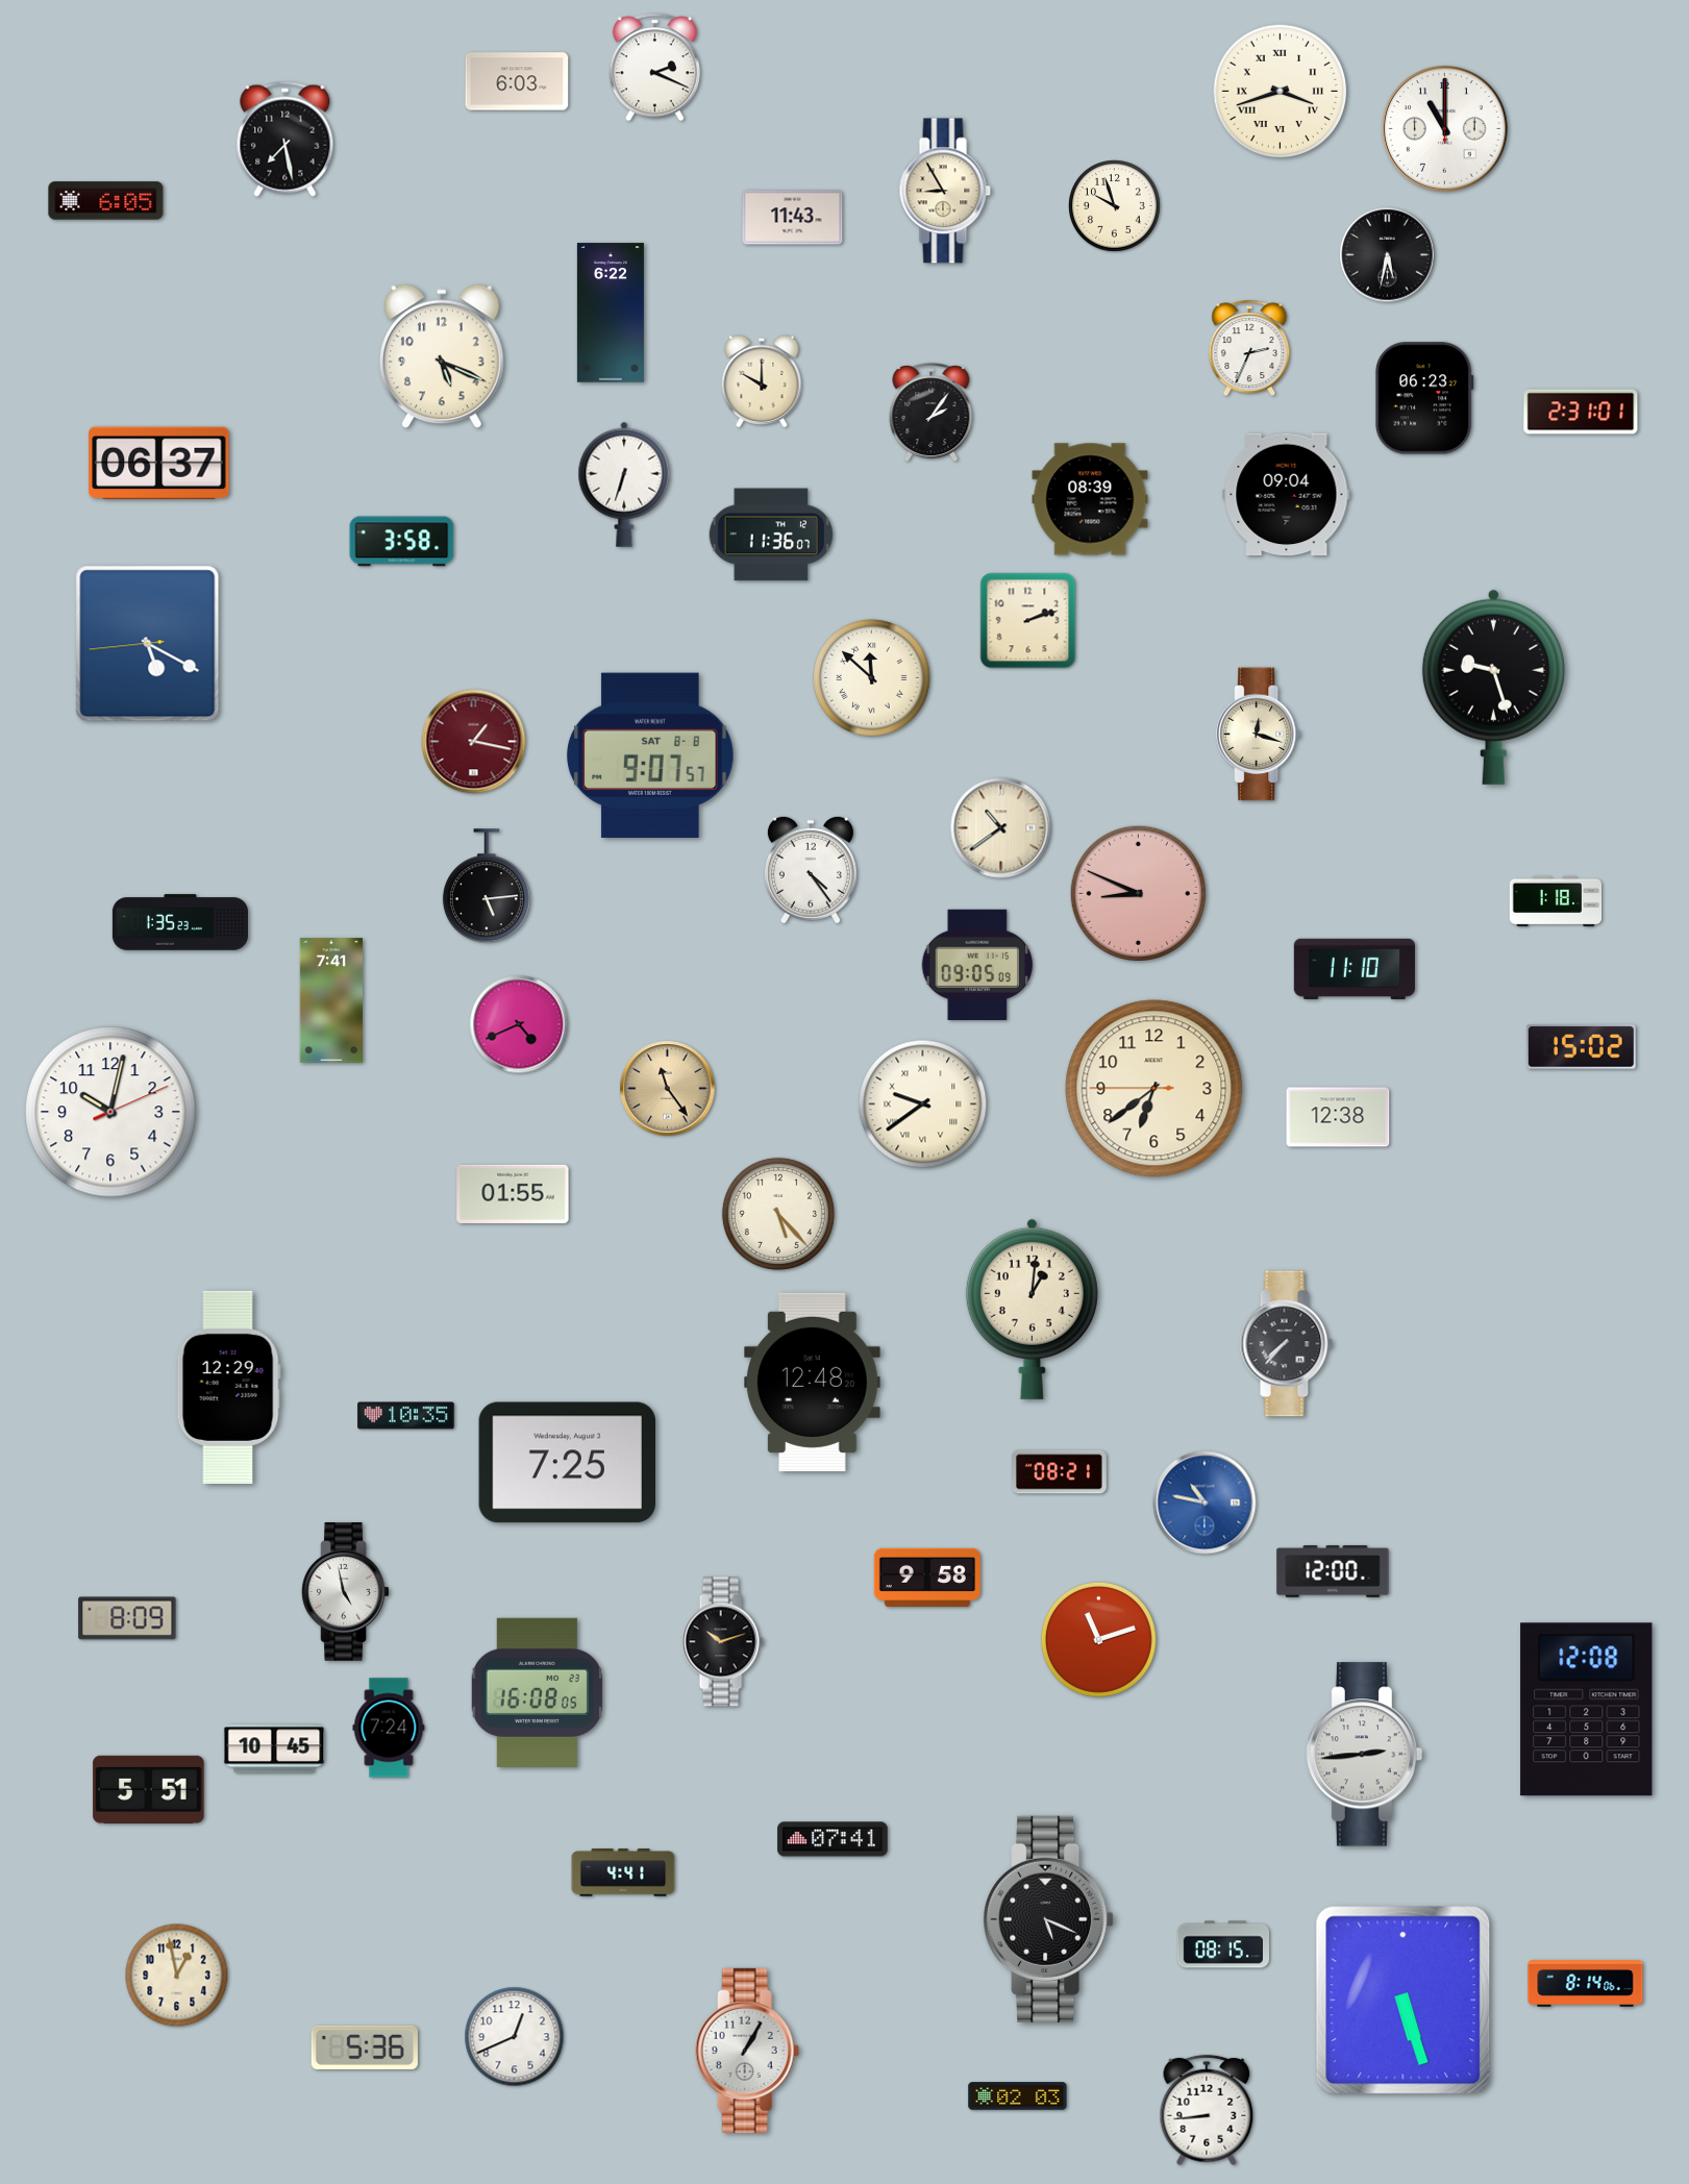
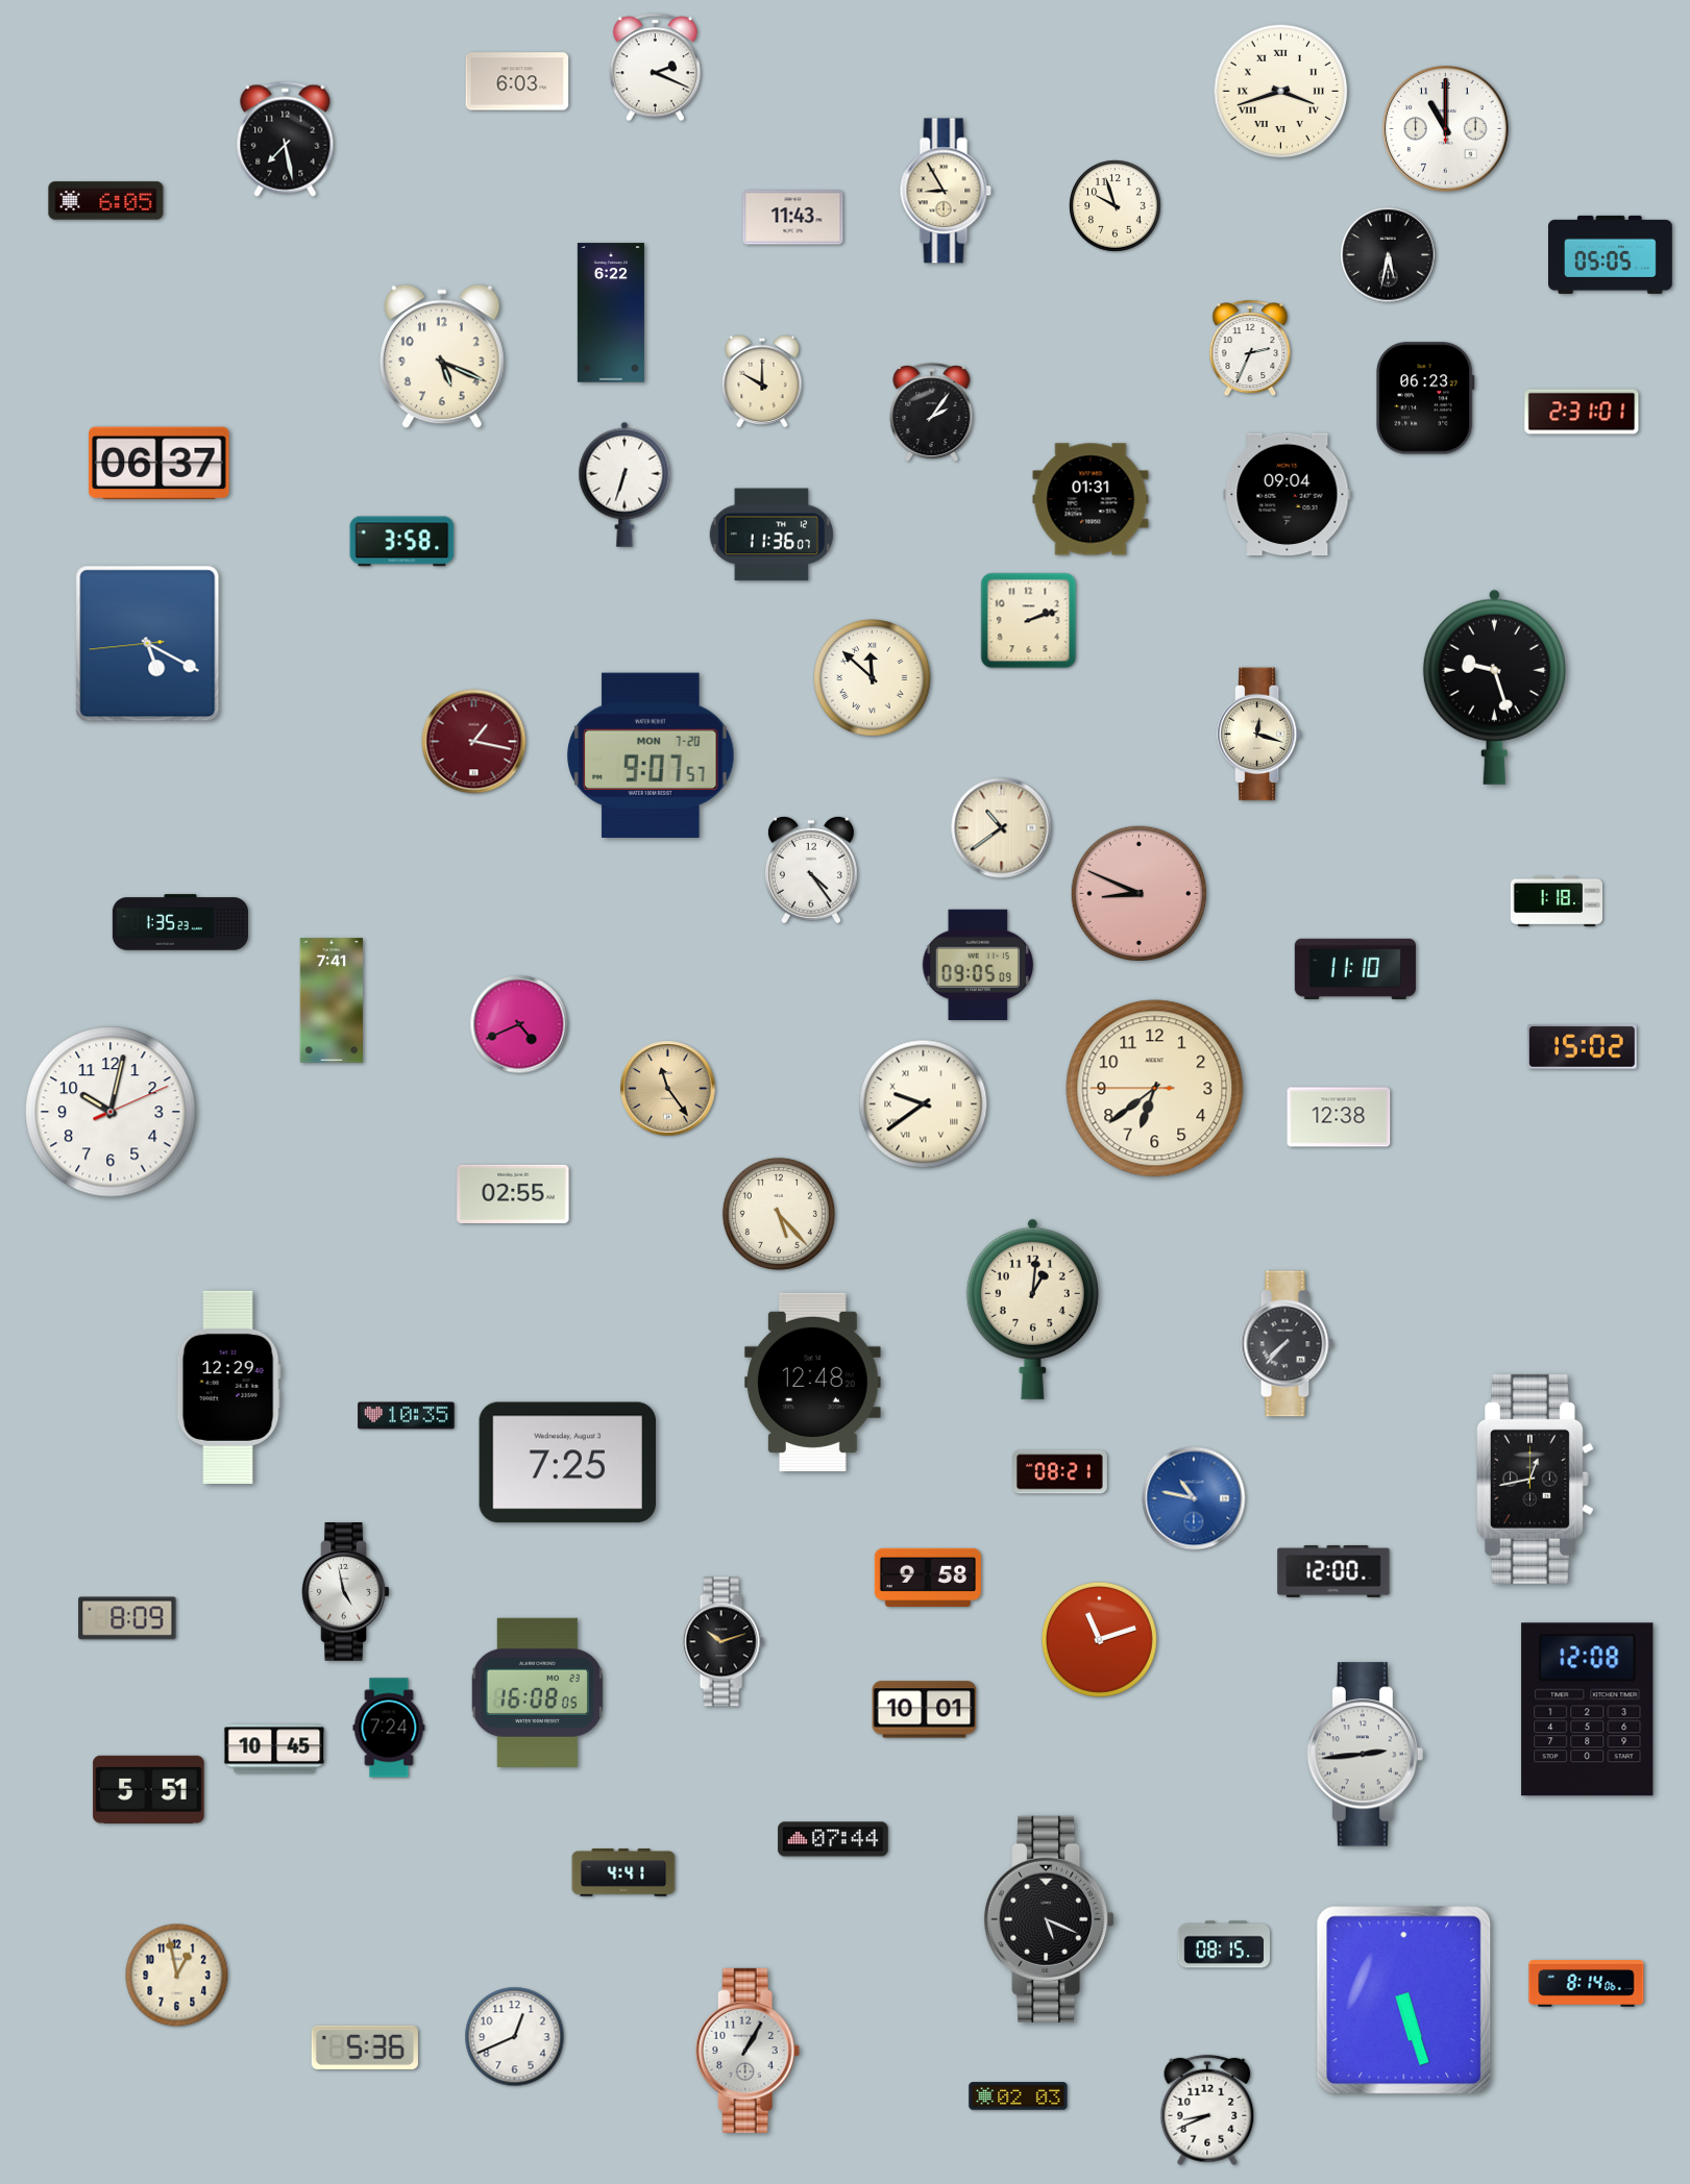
clock at (1611, 254): none -> 05:05
clock at (1090, 499): 08:39 -> 01:31
clock at (650, 755) date: SAT 8-8 -> MON 7-20
clock at (487, 887): 5:14 -> none
clock at (513, 1194): 01:55 -> 02:55
clock at (1535, 1479): none -> 12:43
clock at (1204, 1503) position: (1204, 1503) -> (1194, 1498)
clock at (925, 1710): none -> 10:01
clock at (833, 1839): 07:41 -> 07:44
clock at (1207, 2110): 8:44 -> 8:41
